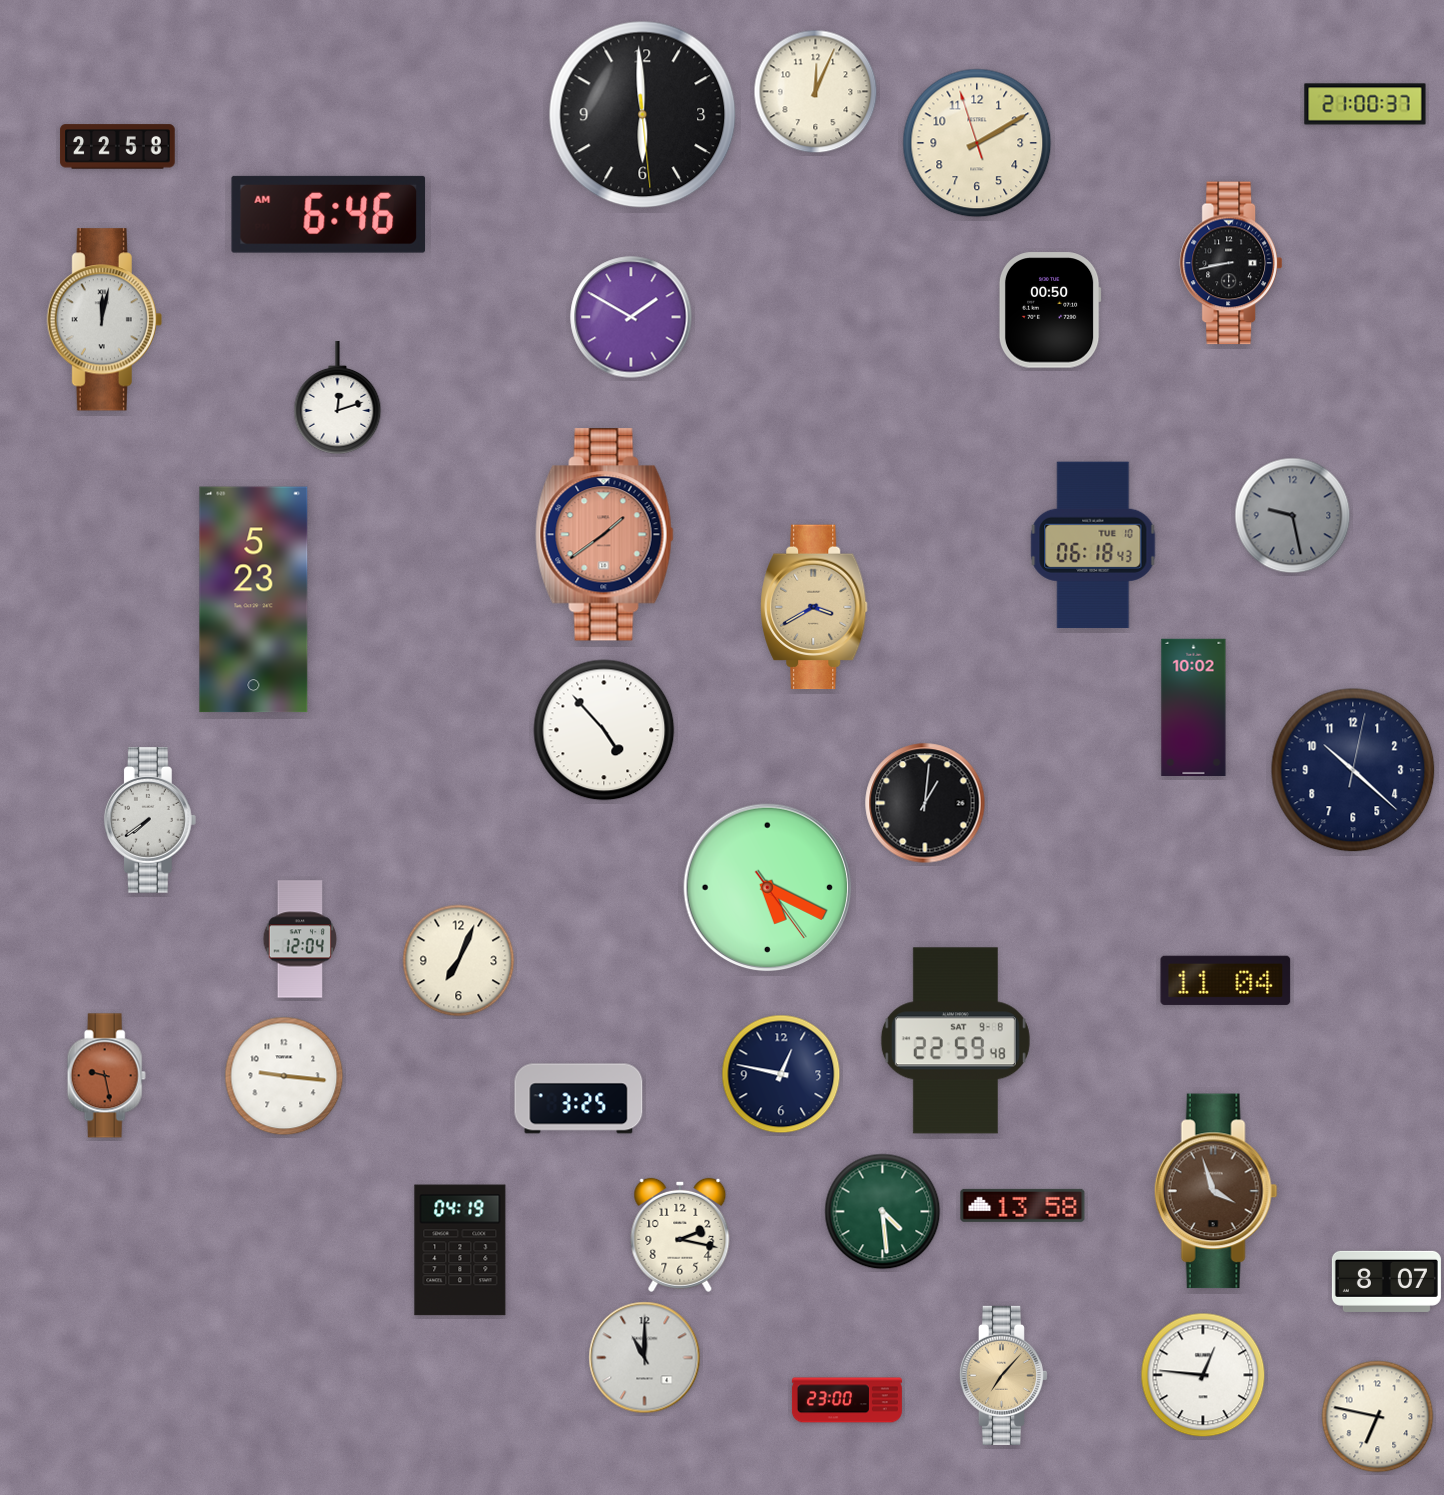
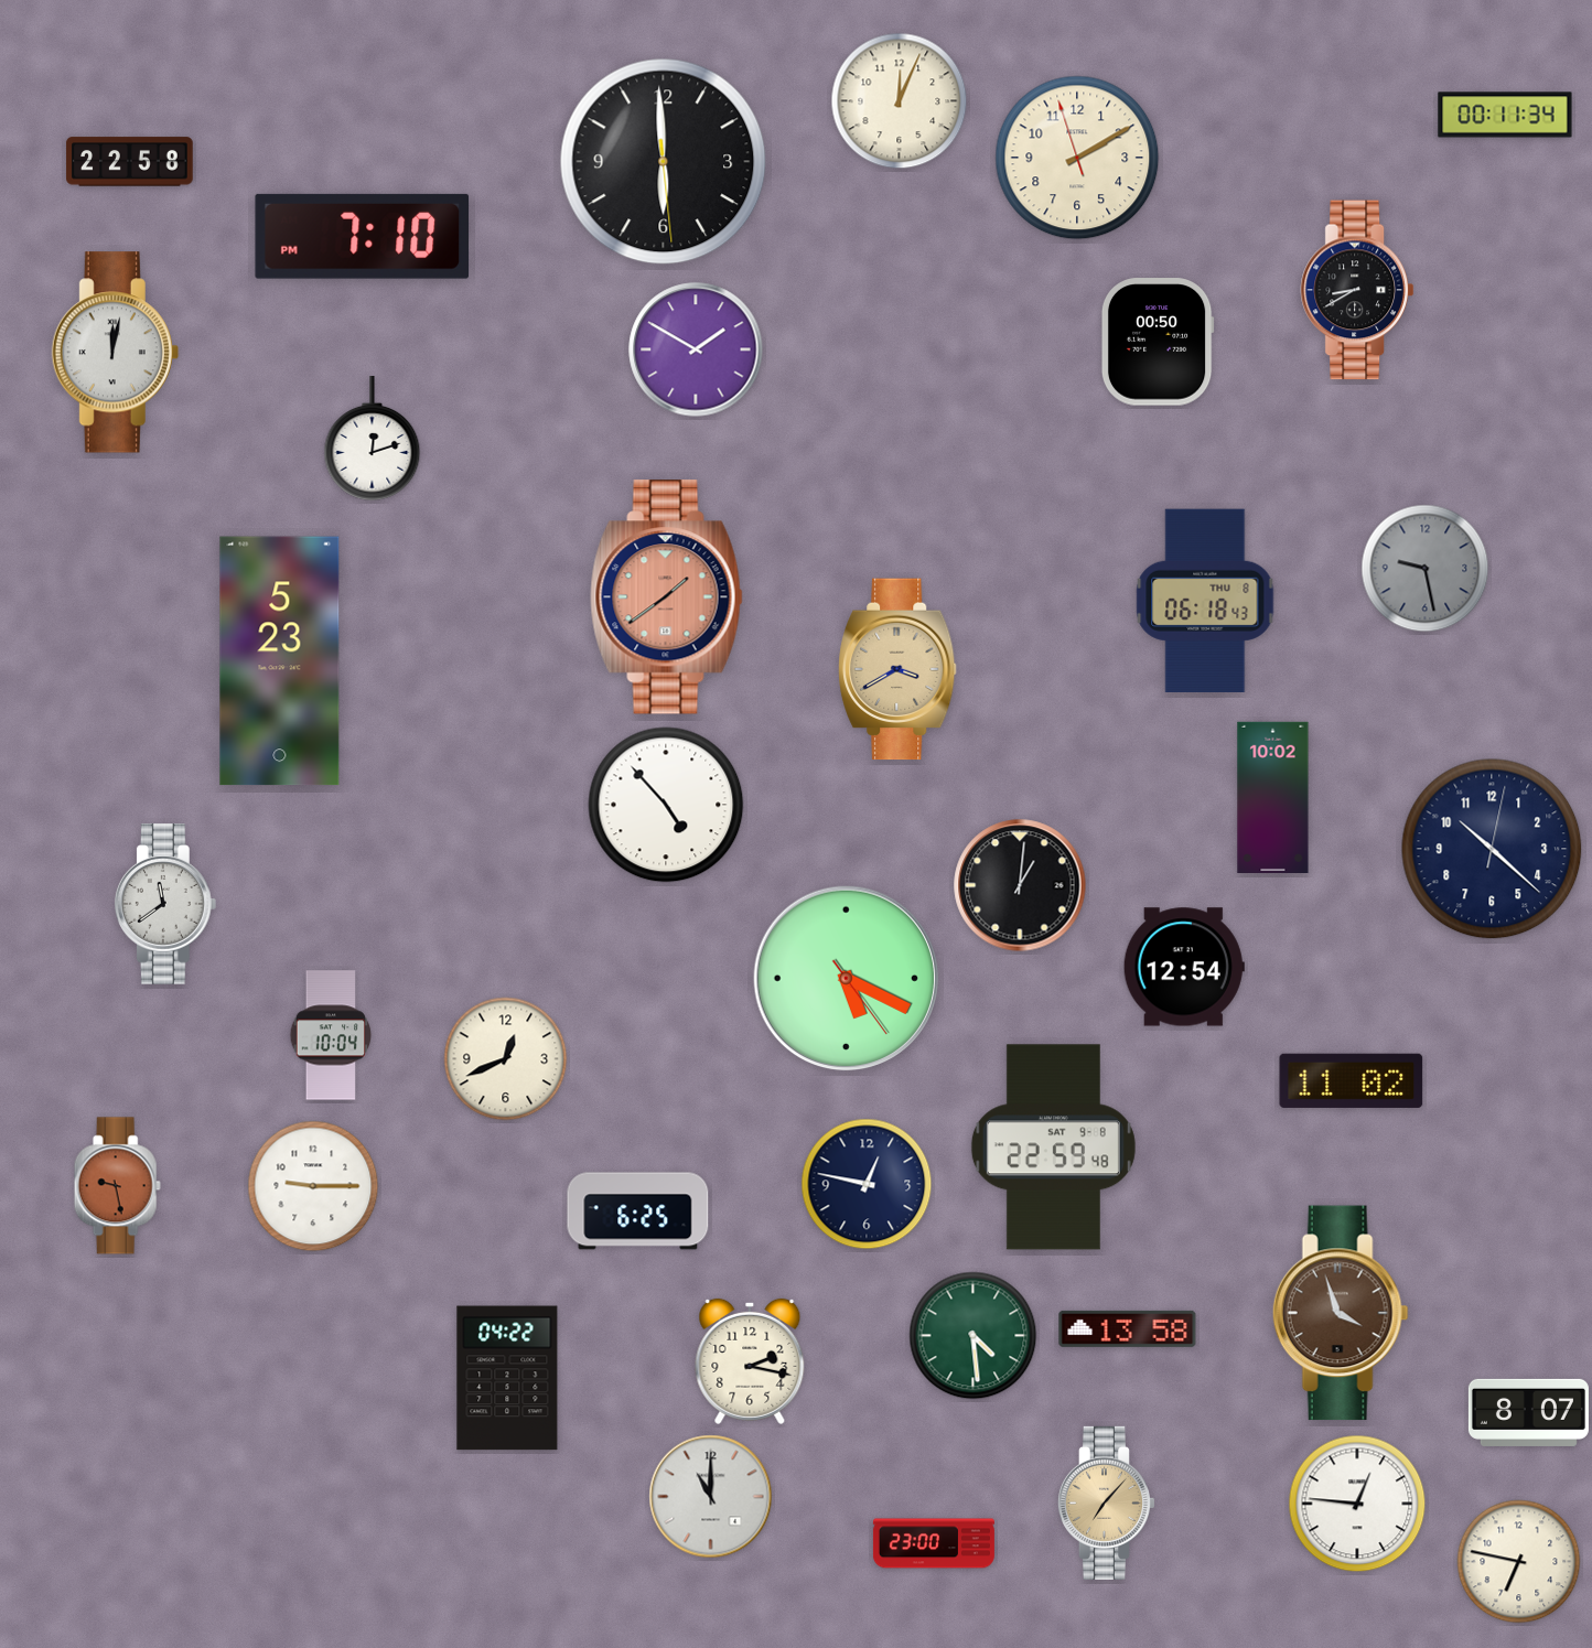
clock at (1365, 104): 21:00 -> 00:11
clock at (643, 115) position: (643, 115) -> (664, 162)
clock at (329, 214): 6:46 -> 7:10
clock at (1231, 263): 8:43 -> 8:40
clock at (605, 535) position: (605, 535) -> (667, 597)
clock at (1093, 544) date: TUE 10 -> THU 8
clock at (1194, 707) position: (1194, 707) -> (1273, 797)
clock at (150, 820): 7:39 -> 11:39
clock at (1184, 967): none -> 12:54
clock at (300, 939): 12:04 -> 10:04
clock at (459, 961): 7:04 -> 12:41
clock at (1226, 980): 11:04 -> 11:02
clock at (781, 1074) position: (781, 1074) -> (867, 1184)
clock at (284, 1076): 9:16 -> 9:15
clock at (579, 1099): 3:25 -> 6:25
clock at (460, 1250): 04:19 -> 04:22
clock at (1003, 1375) position: (1003, 1375) -> (1106, 1502)
clock at (1203, 1375) position: (1203, 1375) -> (1357, 1504)
